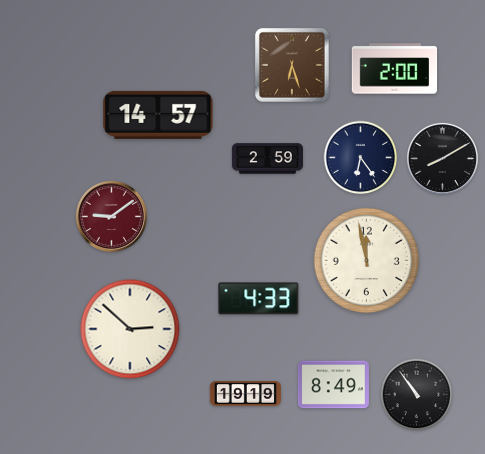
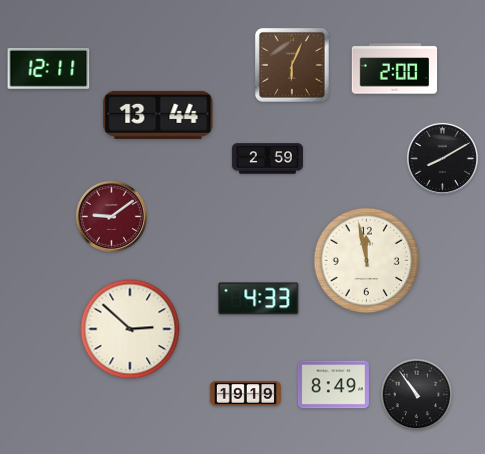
clock at (292, 65): 6:27 -> 6:04
clock at (49, 68): none -> 12:11
clock at (158, 115): 14:57 -> 13:44
clock at (361, 158): 6:24 -> none
